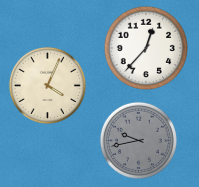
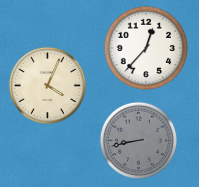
clock at (138, 140): 9:43 -> 8:43
